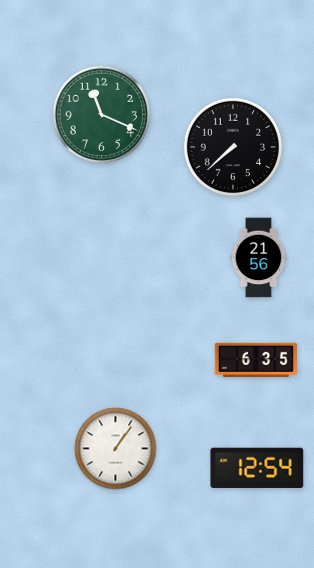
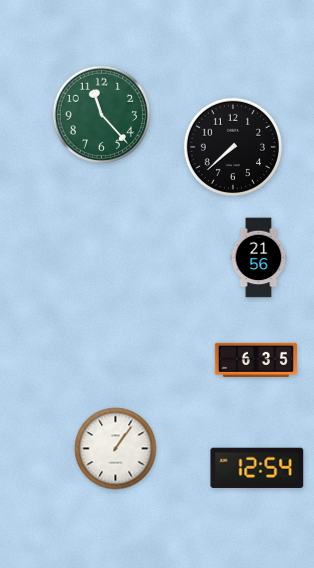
clock at (101, 114): 11:19 -> 11:23
